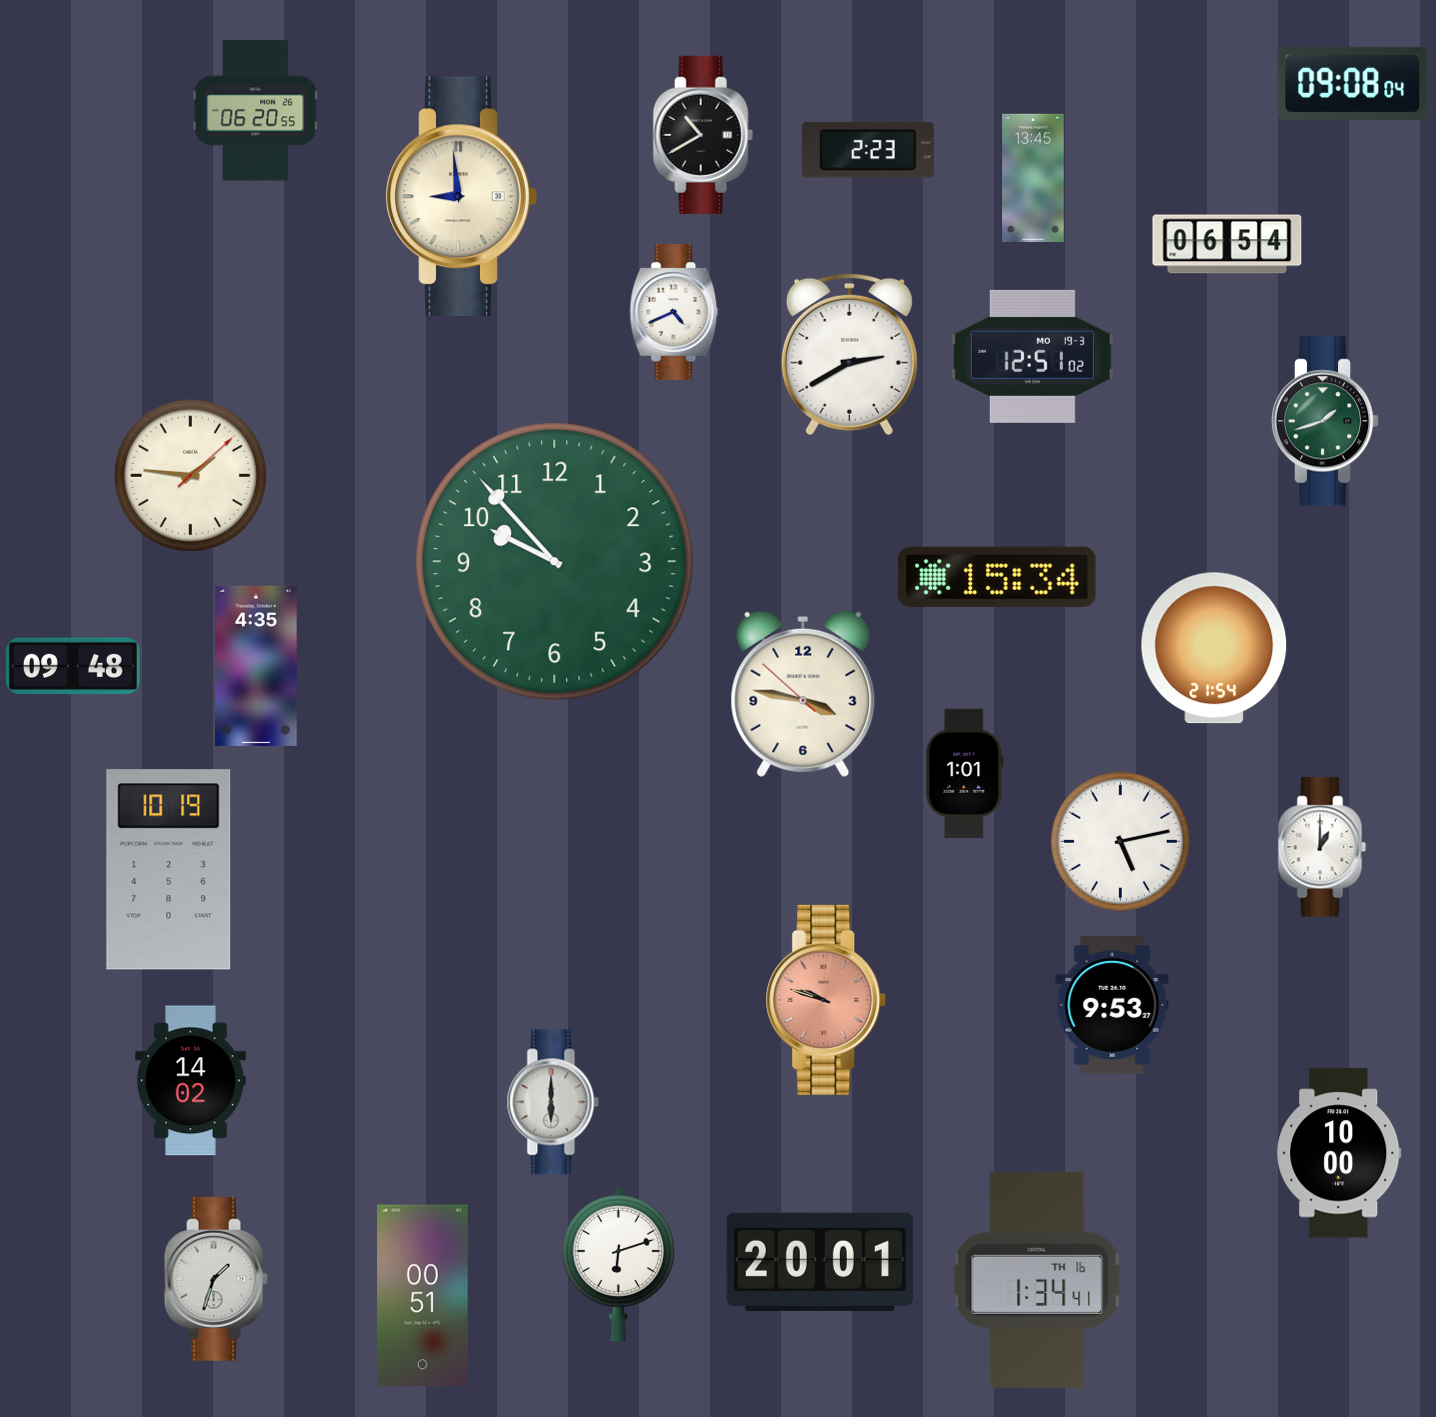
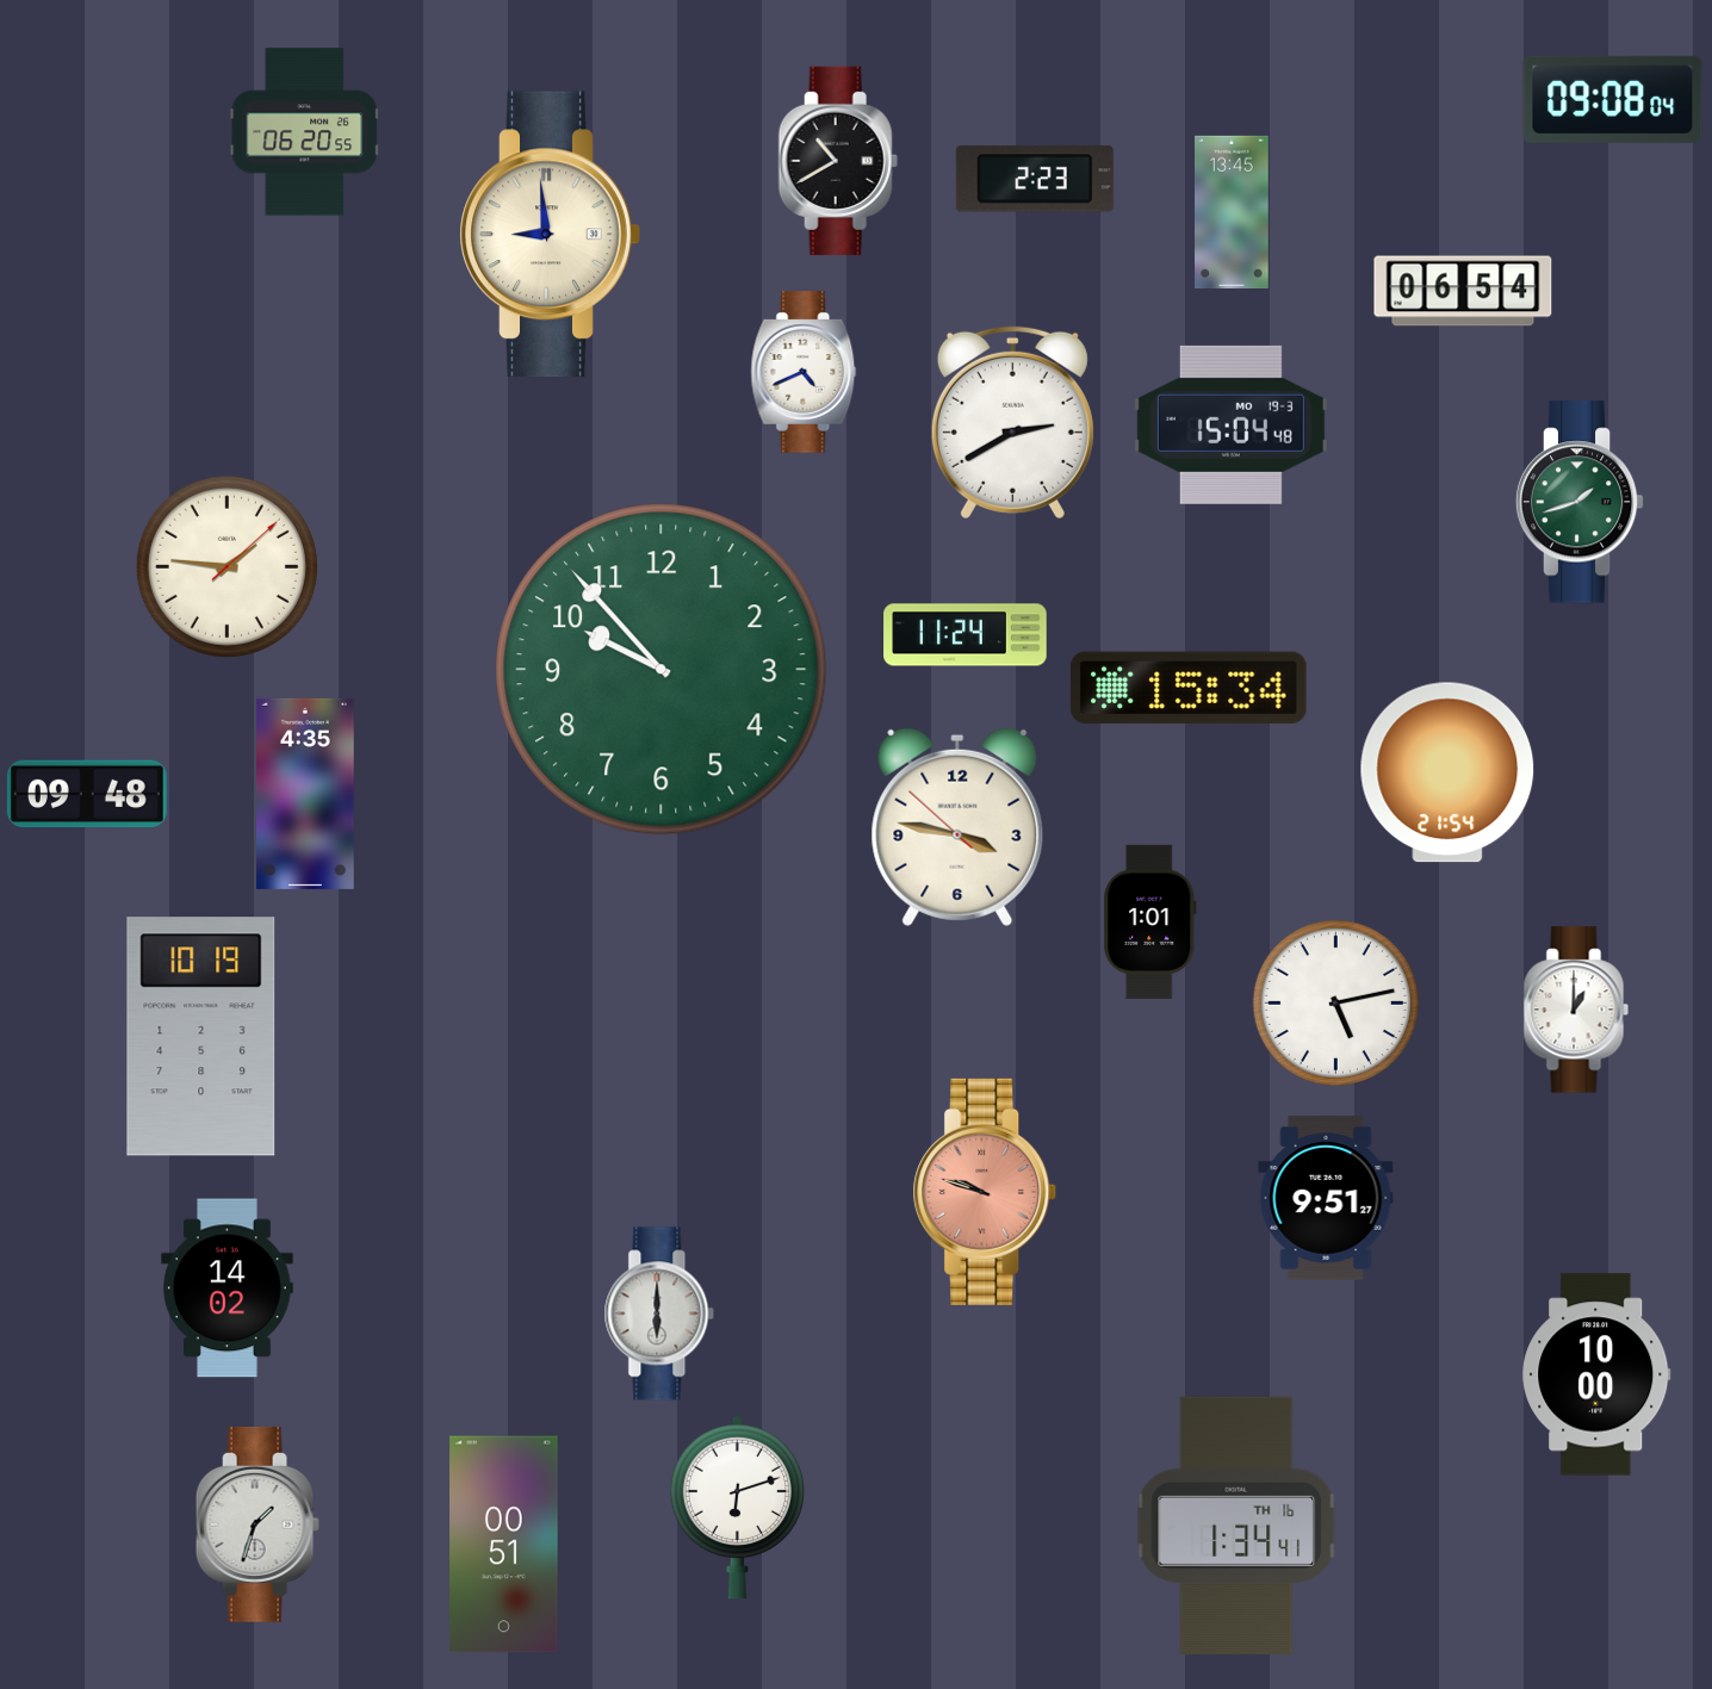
clock at (1032, 356): 12:51 -> 15:04
clock at (966, 635): none -> 11:24
clock at (1112, 1005): 9:53 -> 9:51
clock at (820, 1262): 20:01 -> none
